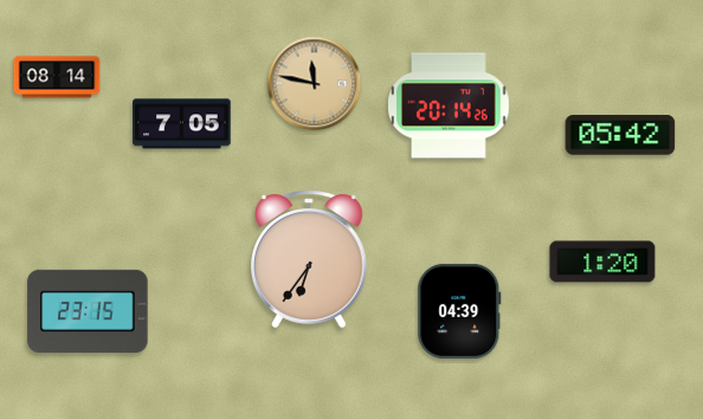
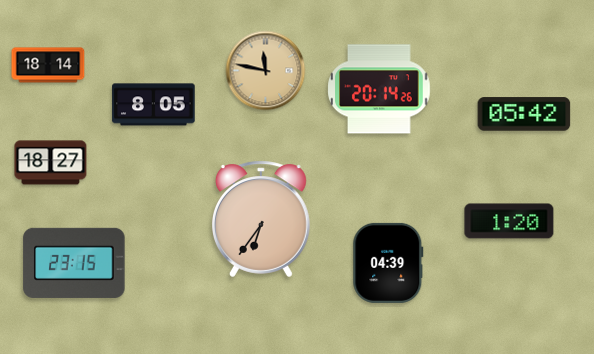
clock at (57, 77): 08:14 -> 18:14
clock at (182, 124): 7:05 -> 8:05
clock at (51, 163): none -> 18:27
